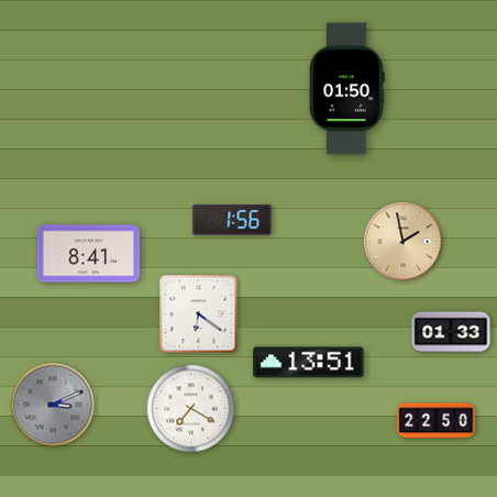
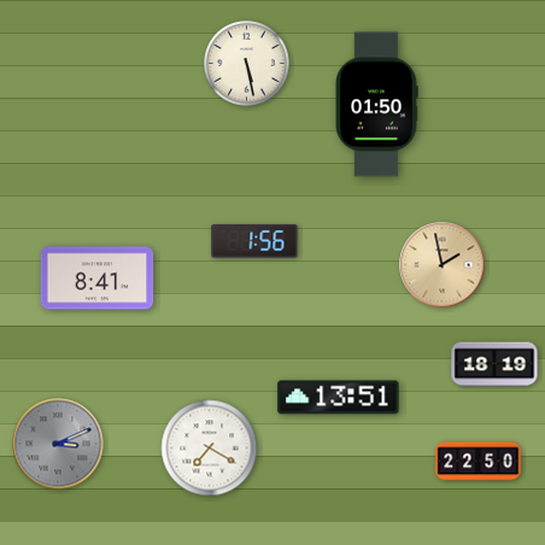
clock at (247, 64): none -> 5:28
clock at (346, 89) position: (346, 89) -> (376, 105)
clock at (199, 314): 6:21 -> none
clock at (451, 332): 01:33 -> 18:19
